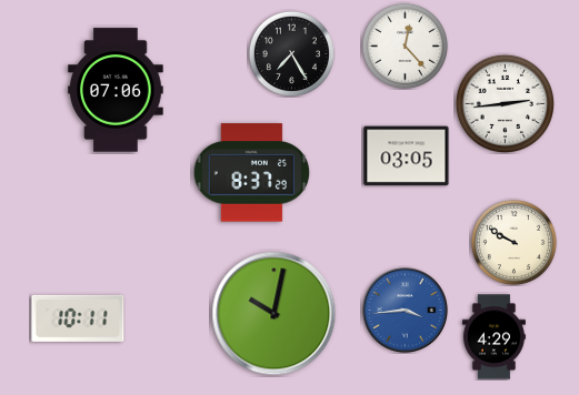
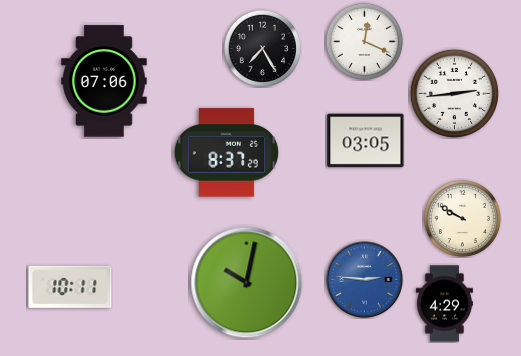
clock at (405, 45): 12:23 -> 12:19
clock at (252, 173) position: (252, 173) -> (227, 153)
clock at (406, 311): 3:44 -> 2:46
